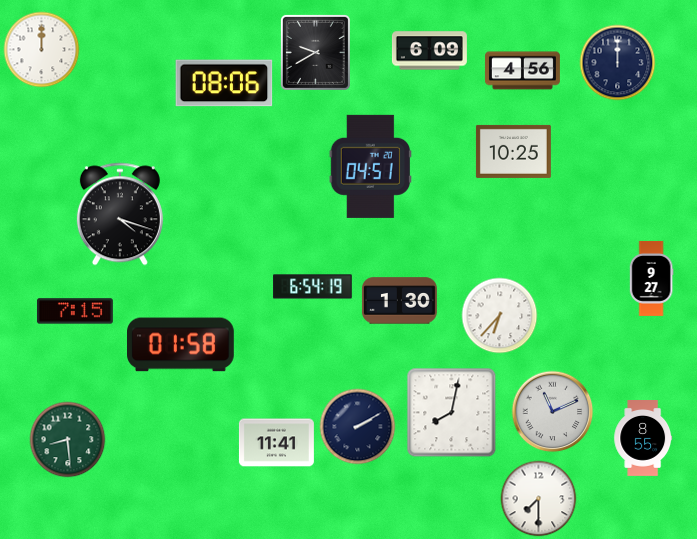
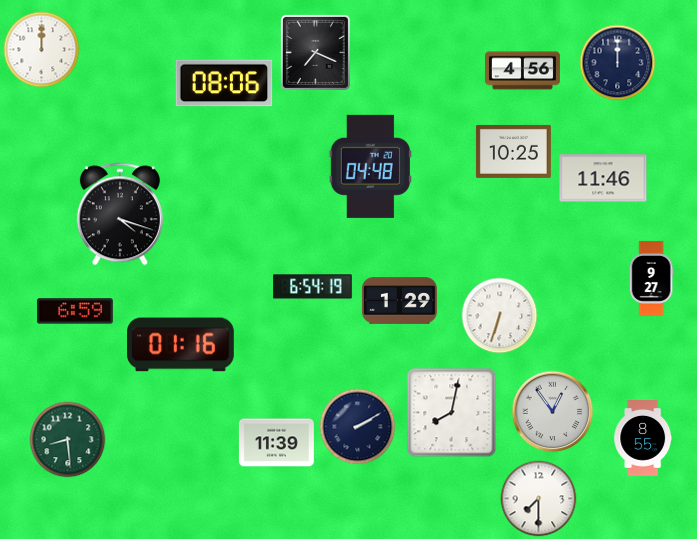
clock at (429, 51): 6:09 -> none
clock at (315, 52): 9:40 -> 7:19
clock at (370, 166): 04:51 -> 04:48
clock at (603, 178): none -> 11:46
clock at (399, 301): 1:30 -> 1:29
clock at (75, 311): 7:15 -> 6:59
clock at (500, 316): 6:37 -> 6:33
clock at (181, 345): 01:58 -> 01:16
clock at (553, 412): 11:11 -> 12:54
clock at (276, 443): 11:41 -> 11:39
